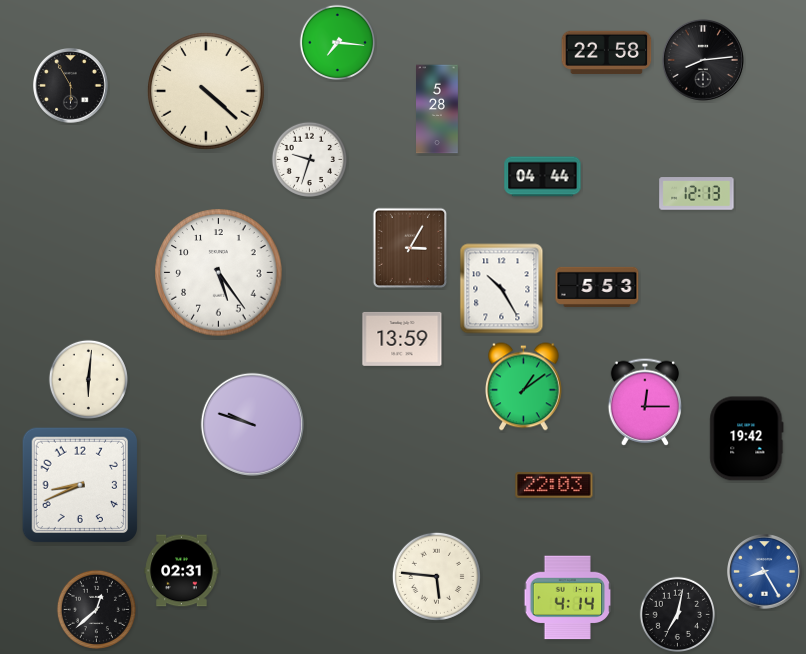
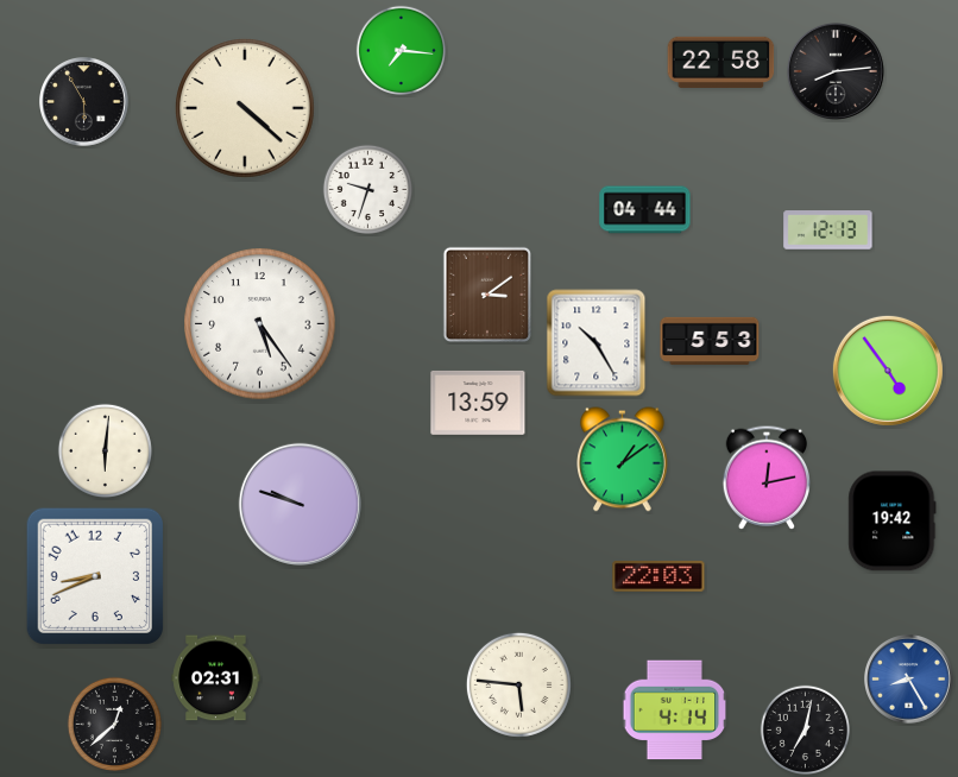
clock at (438, 109): 5:28 -> none
clock at (410, 248): 3:05 -> 3:09
clock at (888, 371): none -> 4:54
clock at (644, 402): 12:15 -> 12:13
clock at (747, 439) position: (747, 439) -> (893, 522)
